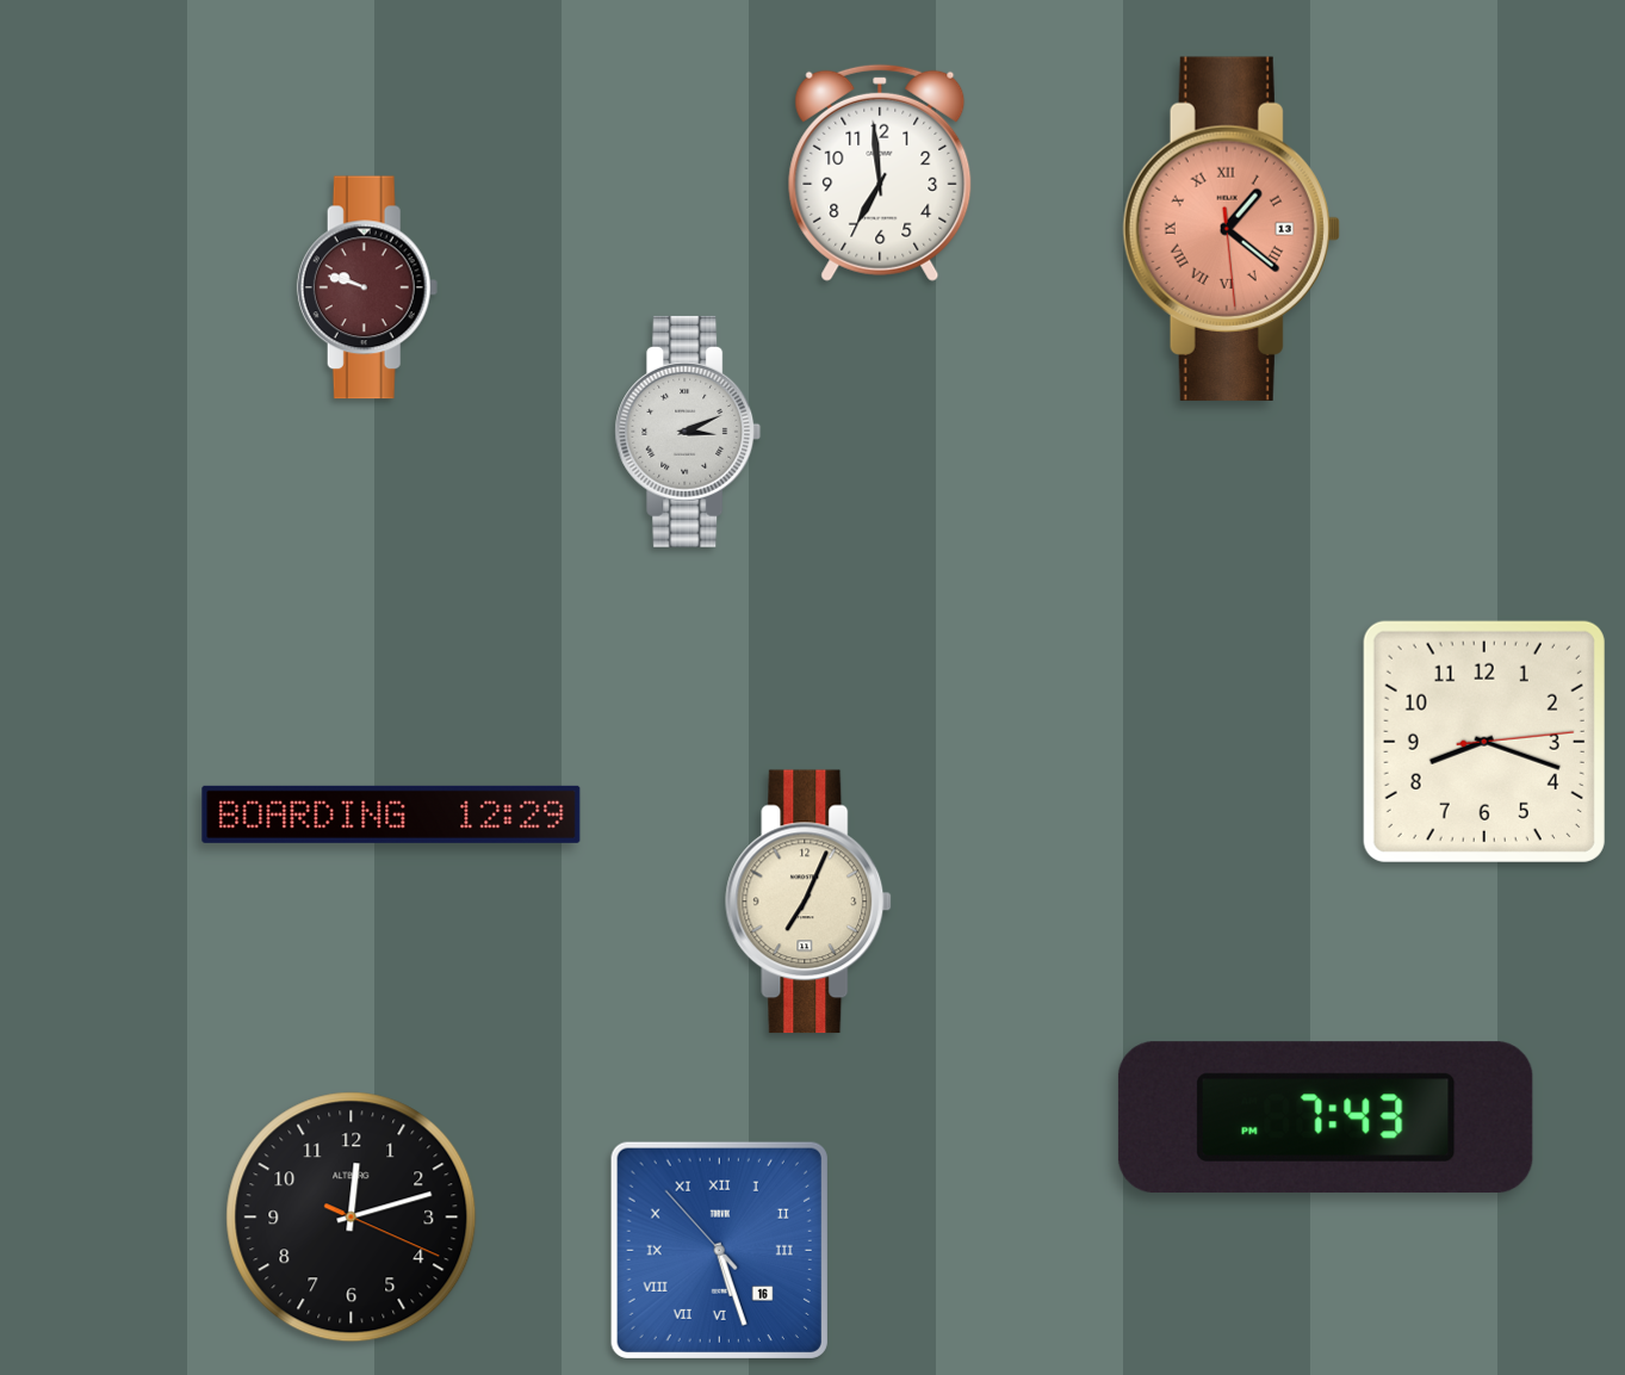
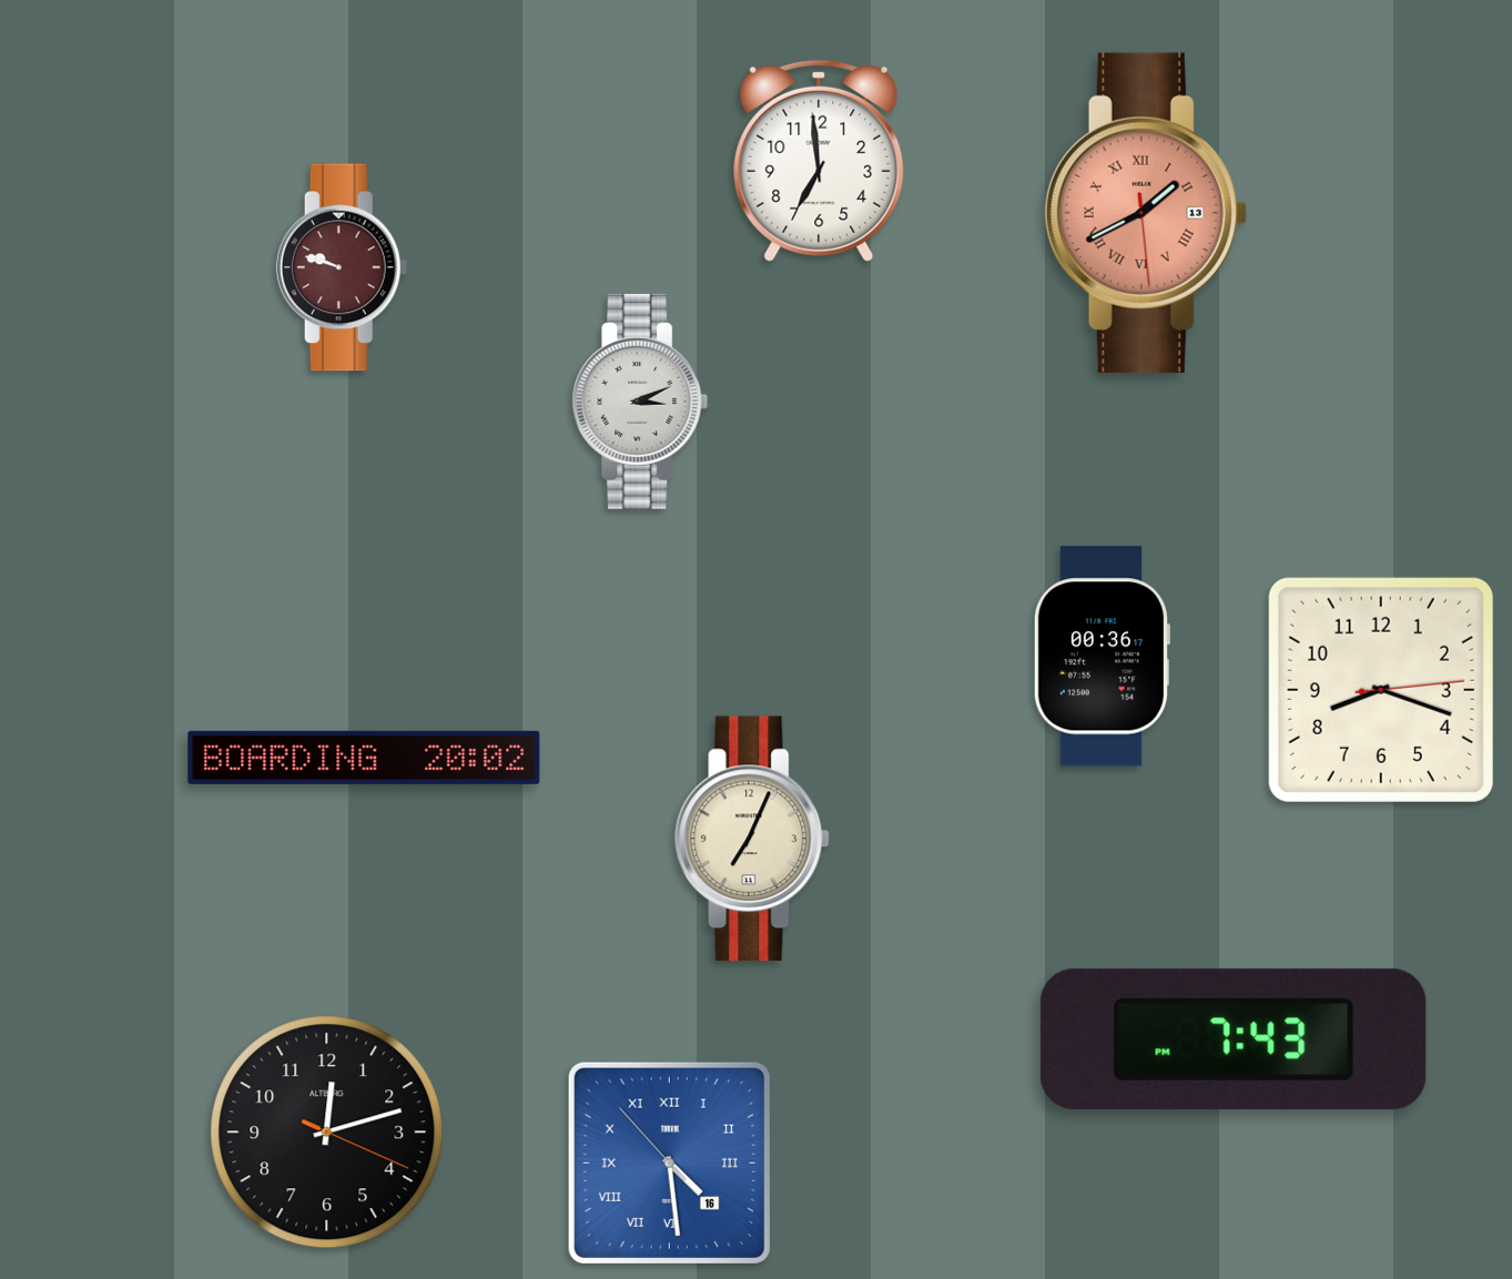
clock at (1232, 229): 1:21 -> 1:40
clock at (1100, 657): none -> 00:36
clock at (391, 815): 12:29 -> 20:02
clock at (719, 1250): 5:26 -> 4:28
